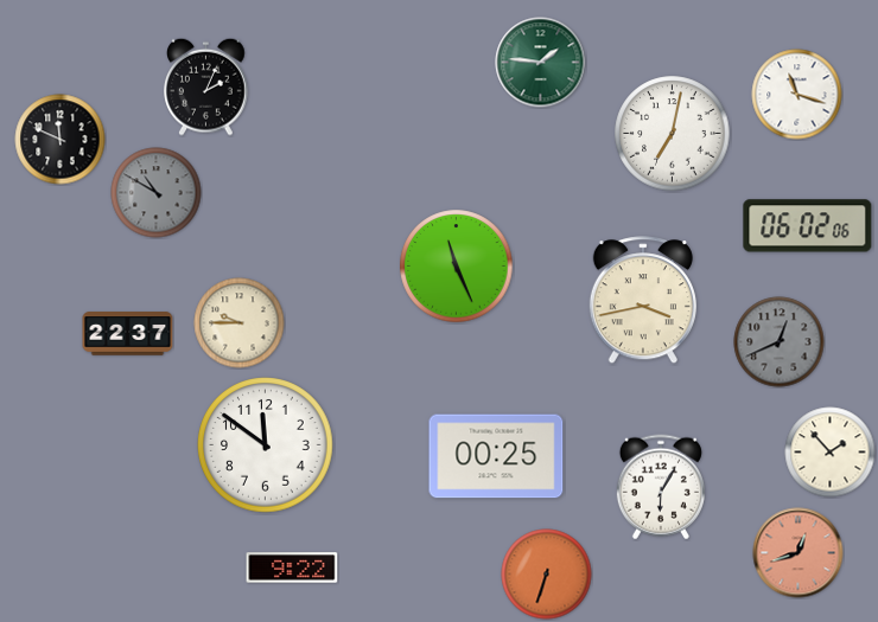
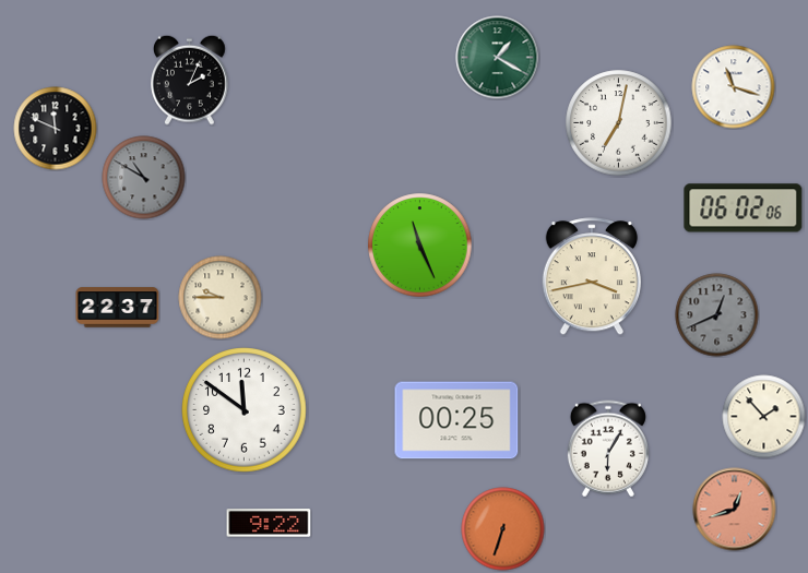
clock at (541, 63): 1:46 -> 1:20
